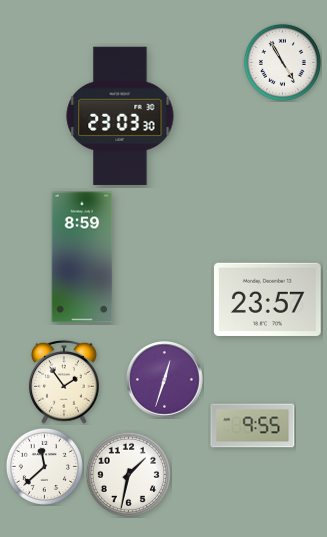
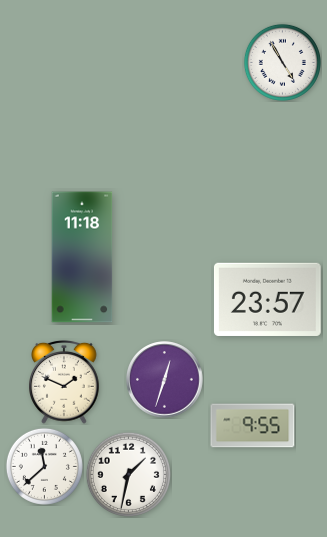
clock at (120, 116): 23:03 -> none
clock at (82, 257): 8:59 -> 11:18
clock at (65, 382): 1:54 -> 1:49
